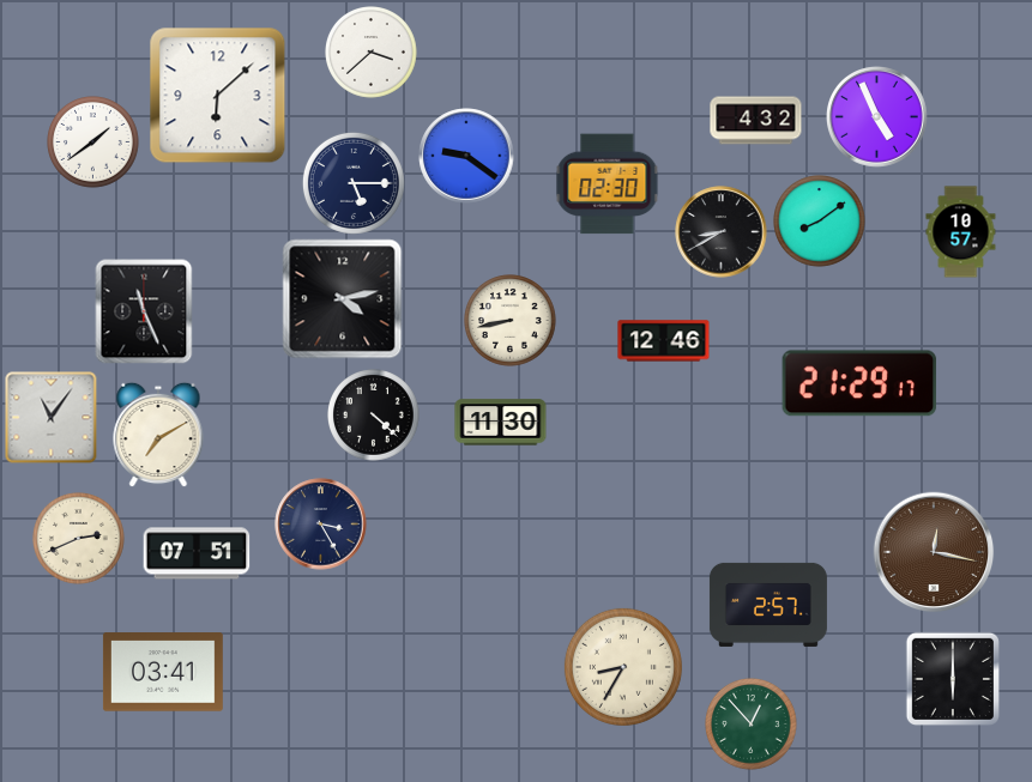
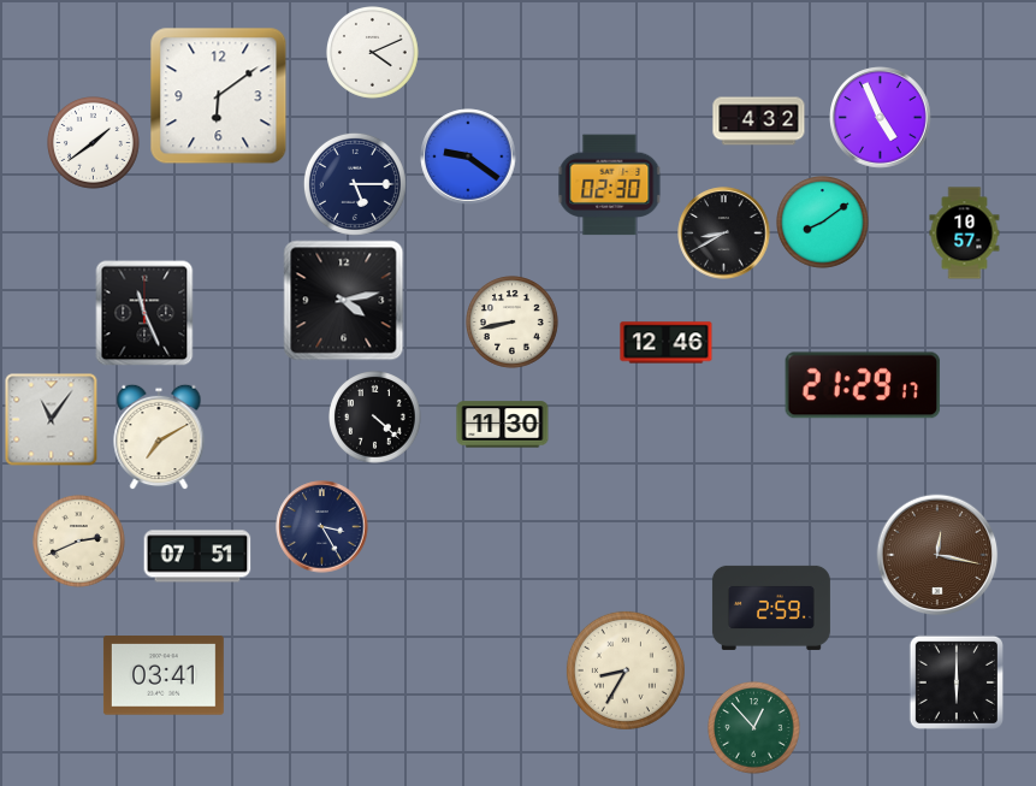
clock at (372, 53): 3:38 -> 4:11
clock at (218, 96): 6:08 -> 6:09
clock at (768, 605): 2:57 -> 2:59
